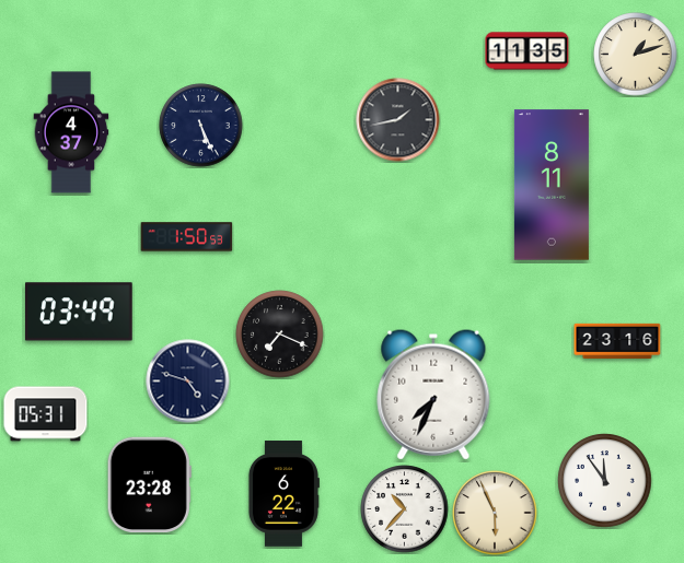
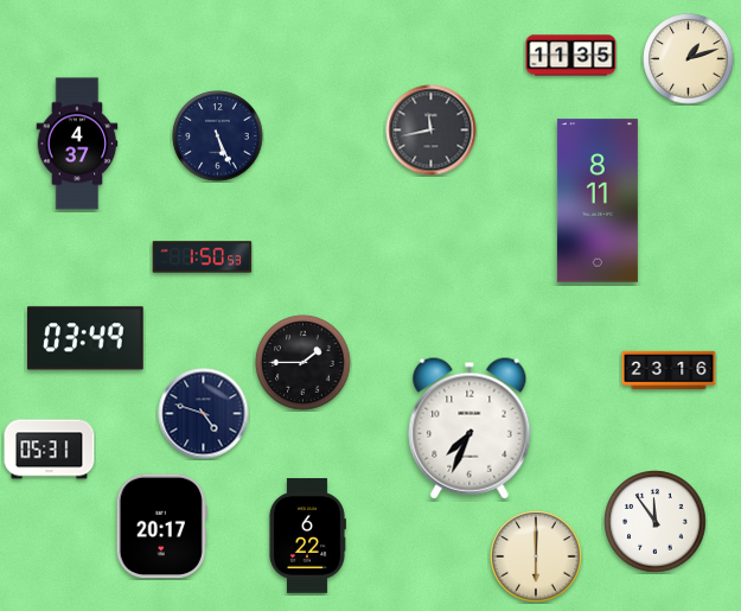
clock at (398, 120): 1:43 -> 11:43
clock at (280, 335): 7:19 -> 1:45
clock at (149, 484): 23:28 -> 20:17
clock at (405, 509): 10:37 -> none
clock at (495, 513): 5:56 -> 6:00
